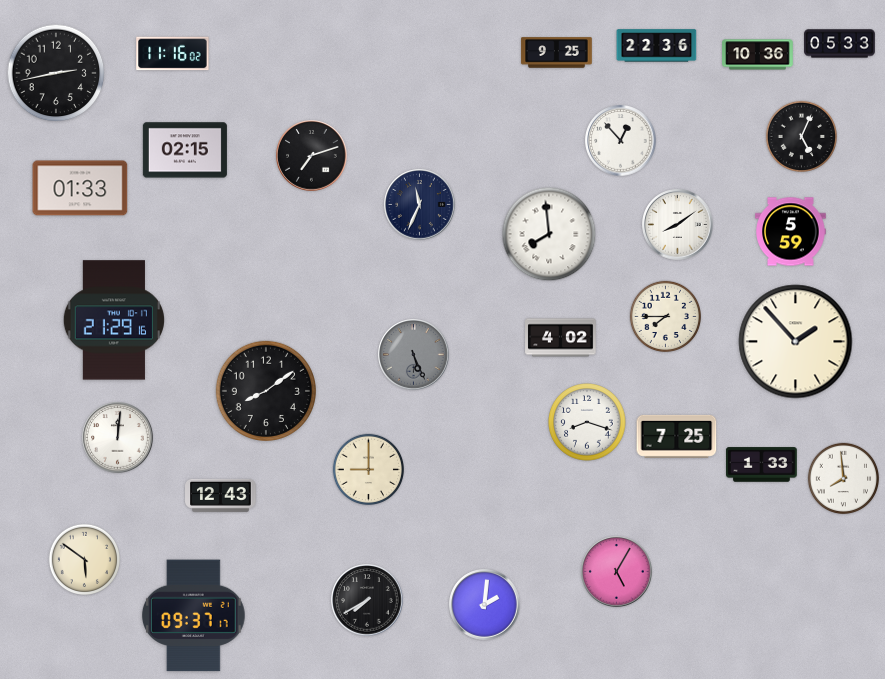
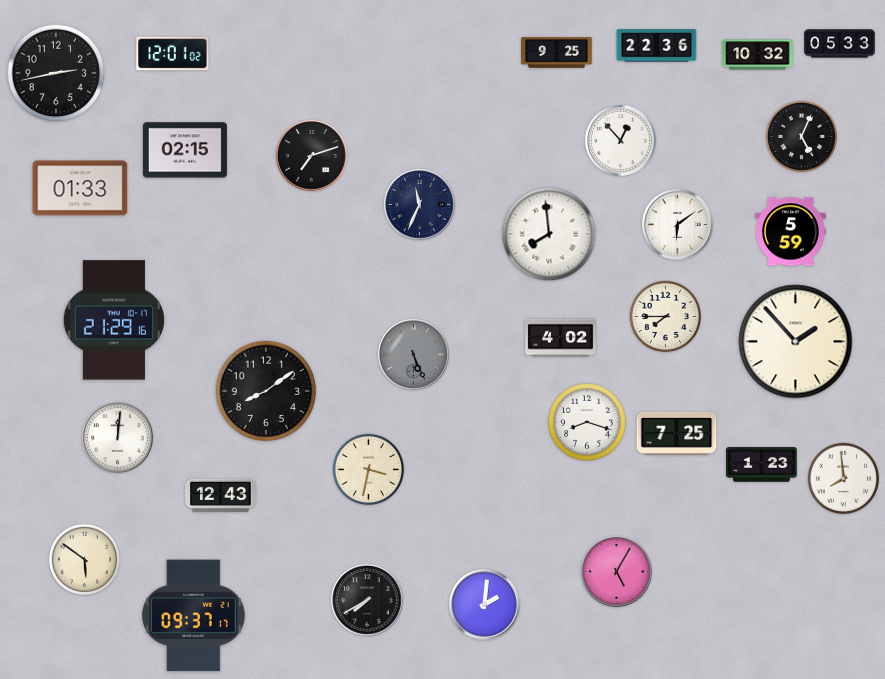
clock at (173, 54): 11:16 -> 12:01
clock at (758, 55): 10:36 -> 10:32
clock at (678, 225): 8:09 -> 6:09
clock at (677, 436) position: (677, 436) -> (677, 433)
clock at (762, 465): 1:33 -> 1:23
clock at (368, 469): 9:00 -> 3:32
